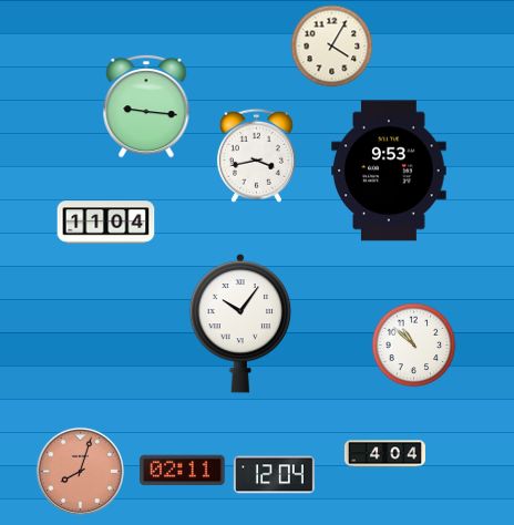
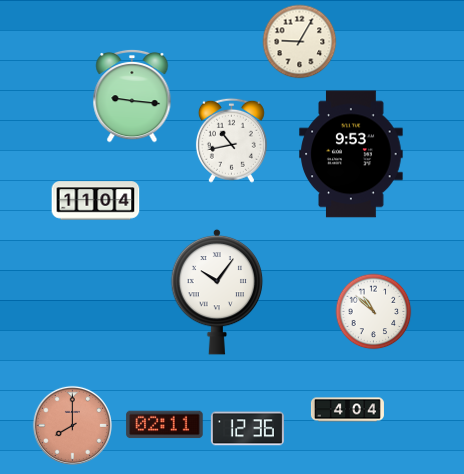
clock at (332, 47): 4:05 -> 9:05
clock at (256, 155): 3:43 -> 10:43
clock at (80, 471): 8:03 -> 8:00
clock at (274, 475): 12:04 -> 12:36
